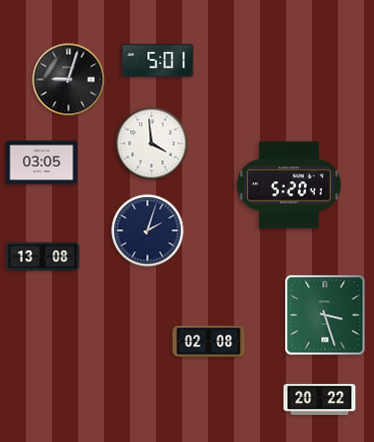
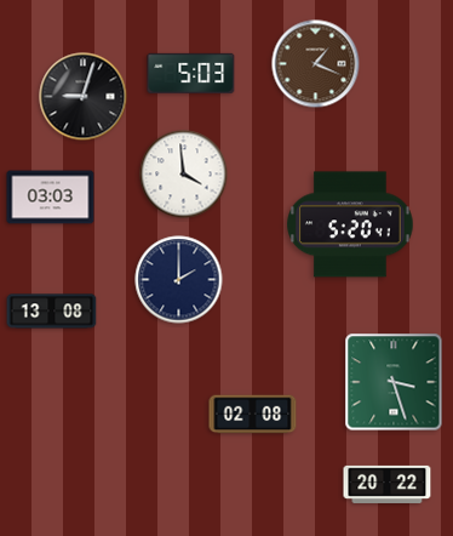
clock at (316, 64): none -> 1:19
clock at (158, 60): 5:01 -> 5:03
clock at (42, 163): 03:05 -> 03:03
clock at (148, 231): 2:03 -> 2:00
